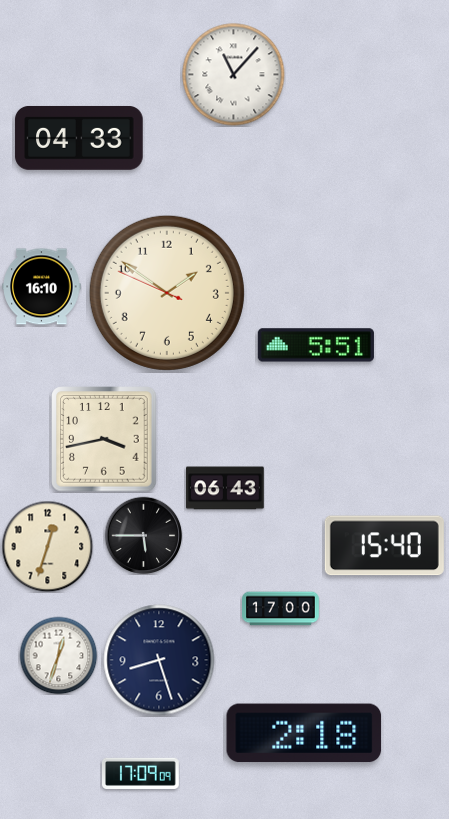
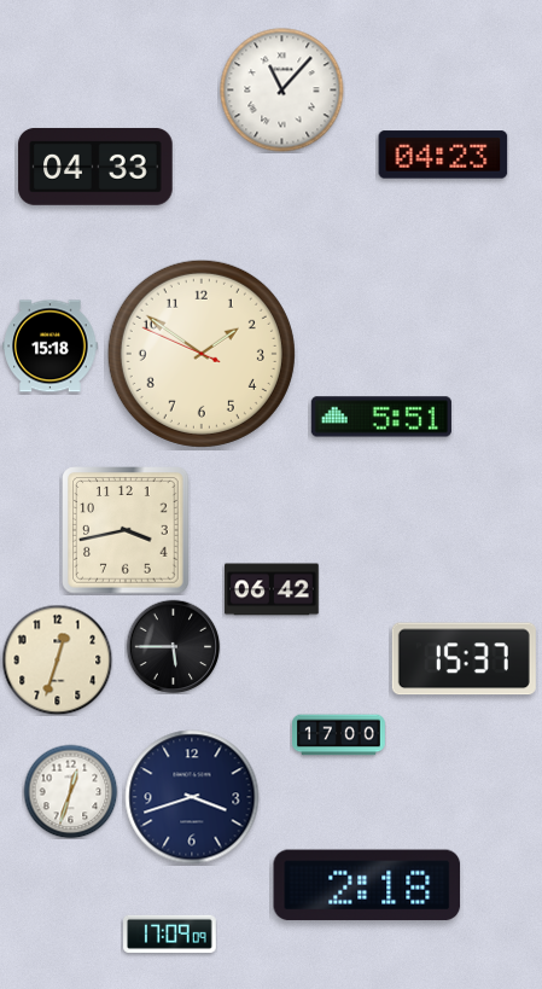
clock at (443, 155): none -> 04:23
clock at (42, 287): 16:10 -> 15:18
clock at (225, 488): 06:43 -> 06:42
clock at (384, 546): 15:40 -> 15:37
clock at (159, 660): 8:27 -> 3:42
